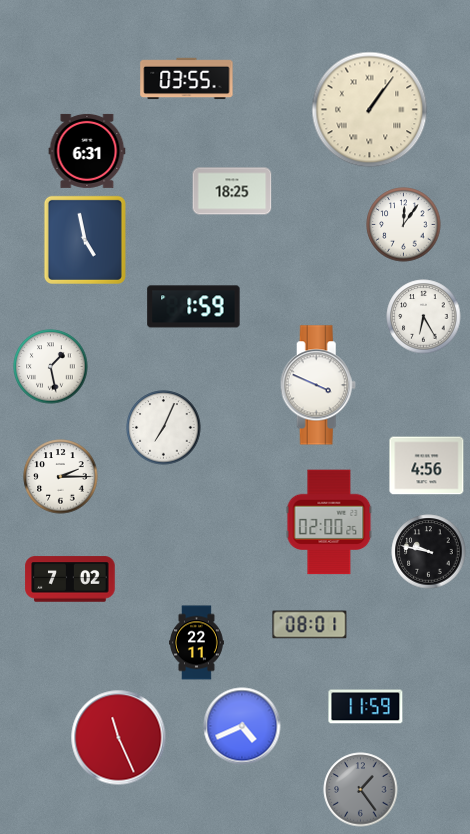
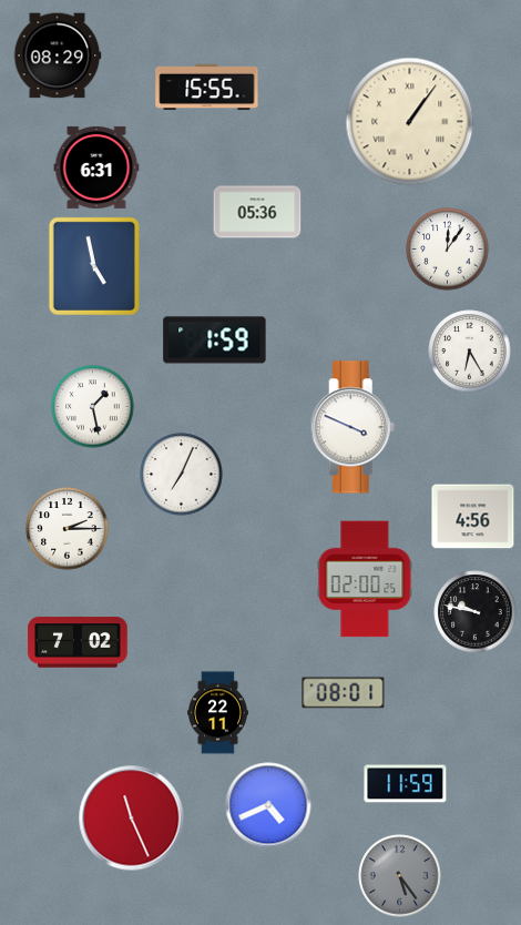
clock at (58, 55): none -> 08:29
clock at (187, 79): 03:55 -> 15:55
clock at (232, 191): 18:25 -> 05:36
clock at (51, 367) position: (51, 367) -> (93, 407)
clock at (361, 790): 1:24 -> 5:24
